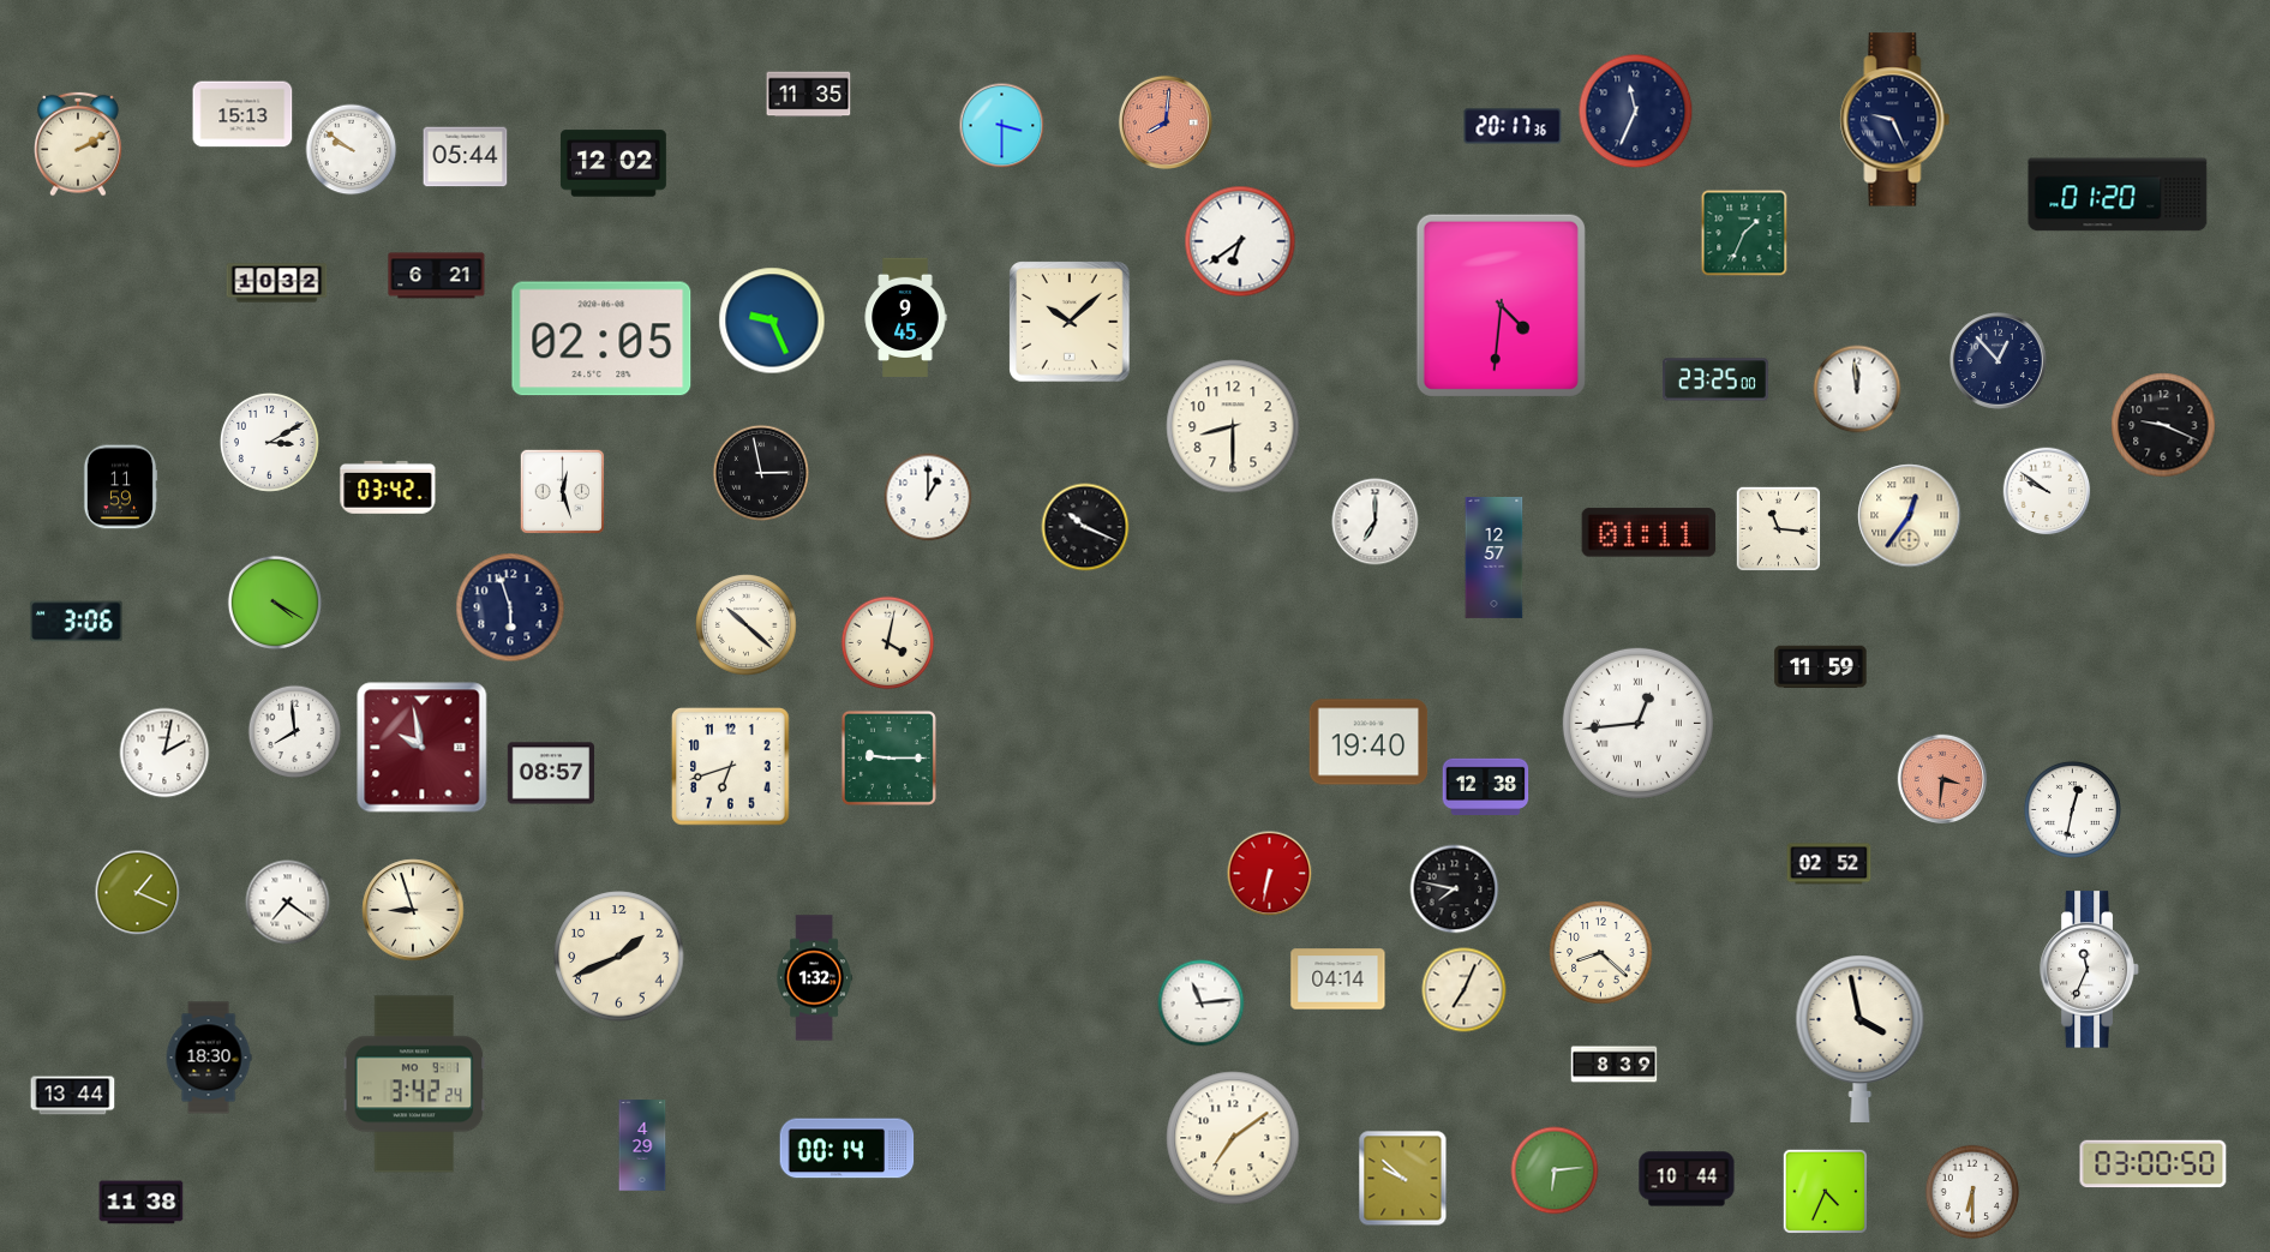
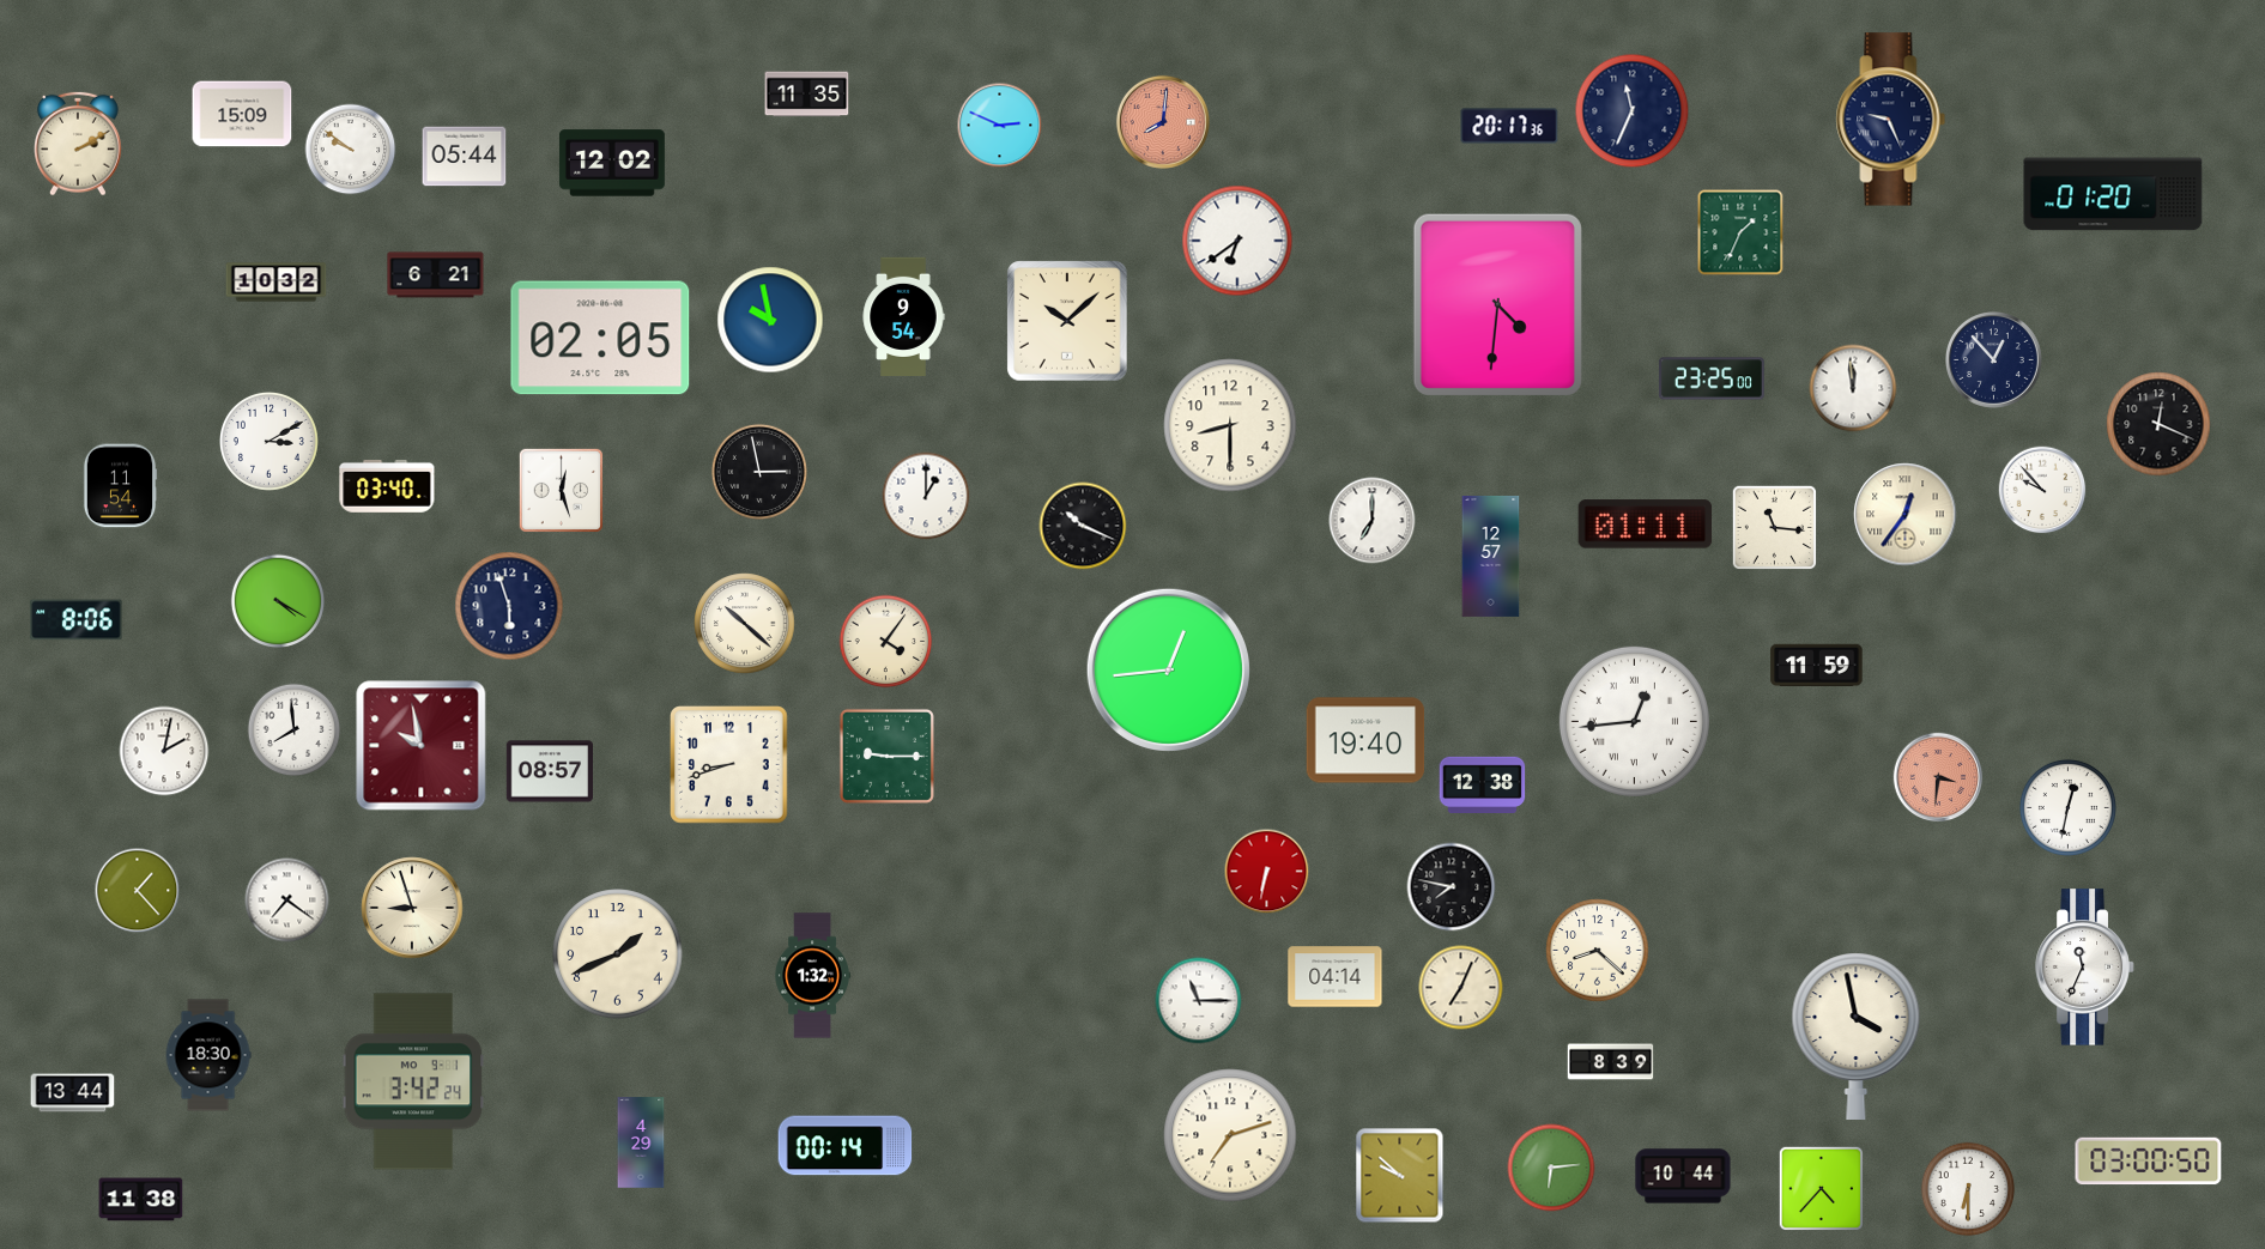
clock at (242, 114): 15:13 -> 15:09
clock at (1002, 126): 3:30 -> 2:49
clock at (905, 317): 9:45 -> 9:54
clock at (772, 321): 9:26 -> 9:58
clock at (2163, 425): 9:19 -> 12:19
clock at (120, 487): 11:59 -> 11:54
clock at (388, 487): 03:42 -> 03:40
clock at (2047, 491): 9:51 -> 9:53
clock at (1649, 533) position: (1649, 533) -> (1646, 525)
clock at (275, 603) position: (275, 603) -> (278, 601)
clock at (77, 622): 3:06 -> 8:06
clock at (888, 643): 4:02 -> 4:06
clock at (1168, 669): none -> 12:44
clock at (731, 767): 6:42 -> 8:42
clock at (1829, 864): 02:52 -> none
clock at (138, 893): 1:19 -> 1:23
clock at (1202, 1004): 11:14 -> 11:15
clock at (1233, 1138): 7:09 -> 7:12
clock at (1826, 1192): 4:34 -> 4:37
